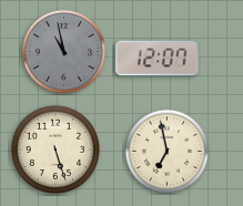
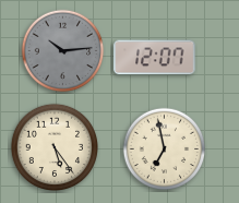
clock at (64, 52): 10:58 -> 10:14
clock at (54, 148): 5:27 -> 5:24
